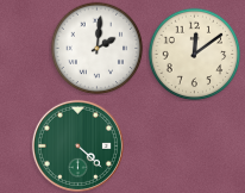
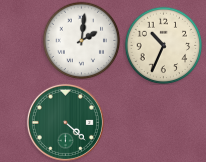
clock at (194, 54): 12:09 -> 10:34
